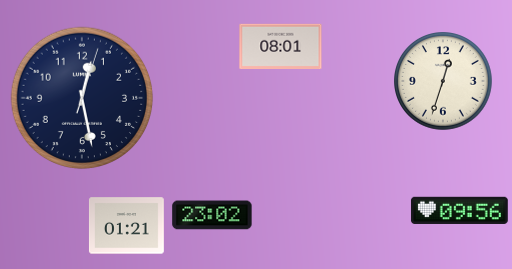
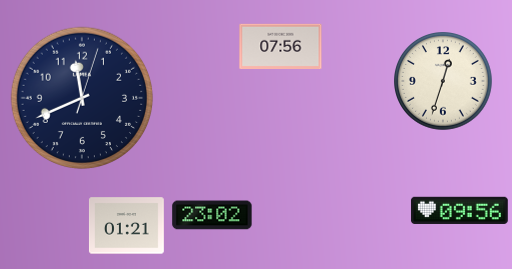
clock at (281, 46): 08:01 -> 07:56
clock at (82, 98): 12:28 -> 11:41
